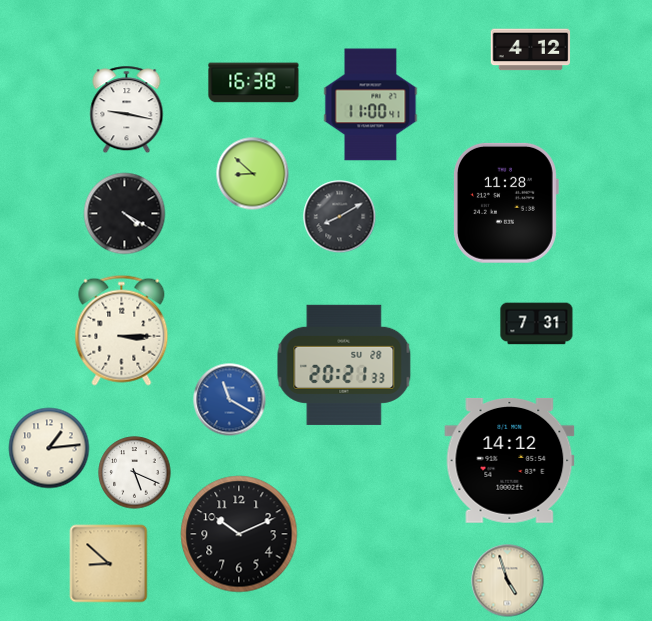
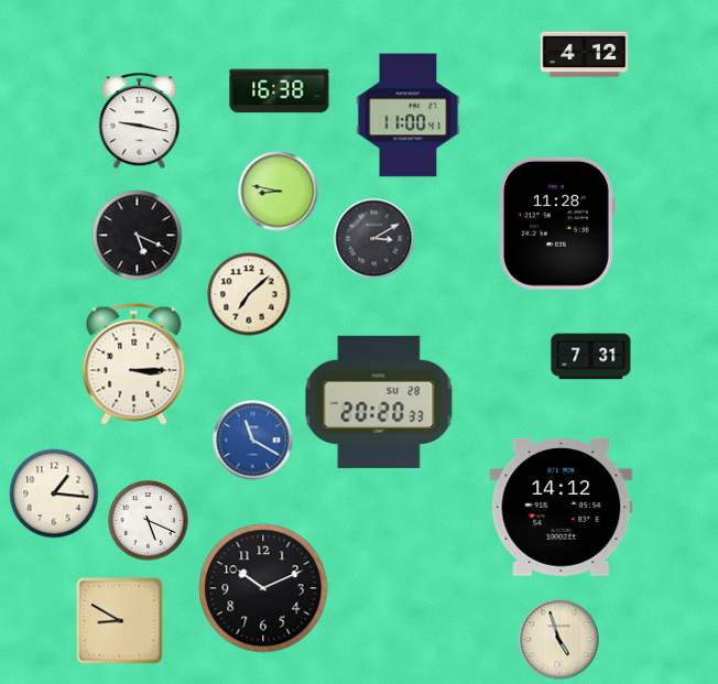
clock at (253, 174): 8:52 -> 8:47
clock at (125, 214): 4:20 -> 5:19
clock at (340, 217): 8:10 -> 3:10
clock at (249, 294): none -> 7:08
clock at (344, 365): 20:21 -> 20:20
clock at (49, 448): 1:14 -> 1:16
clock at (109, 564): 8:52 -> 8:50
